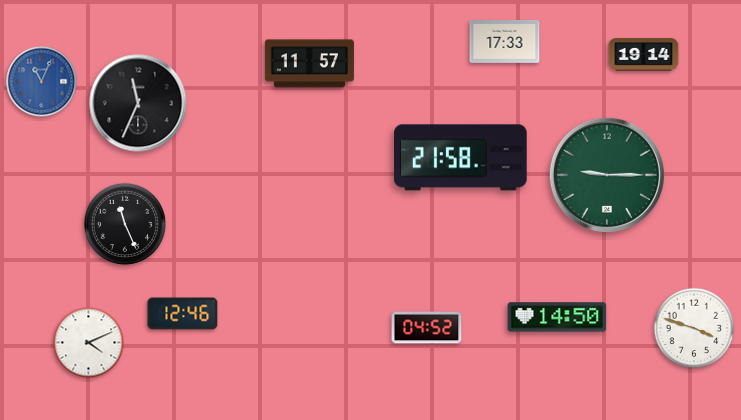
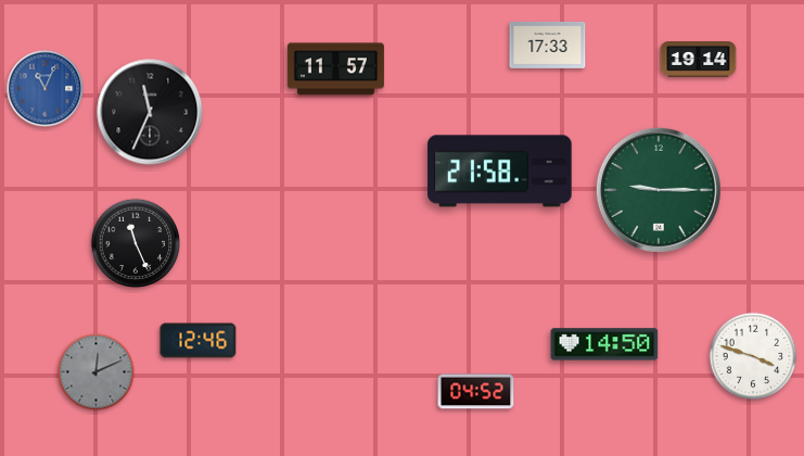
clock at (427, 328) position: (427, 328) -> (476, 392)
clock at (89, 343): 4:11 -> 12:11
clock at (89, 343) dial: white -> grey
